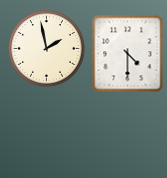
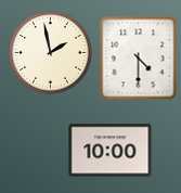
clock at (111, 151): none -> 10:00
